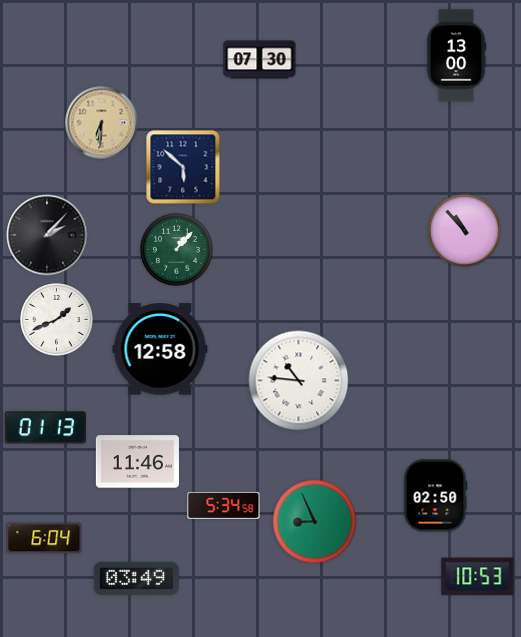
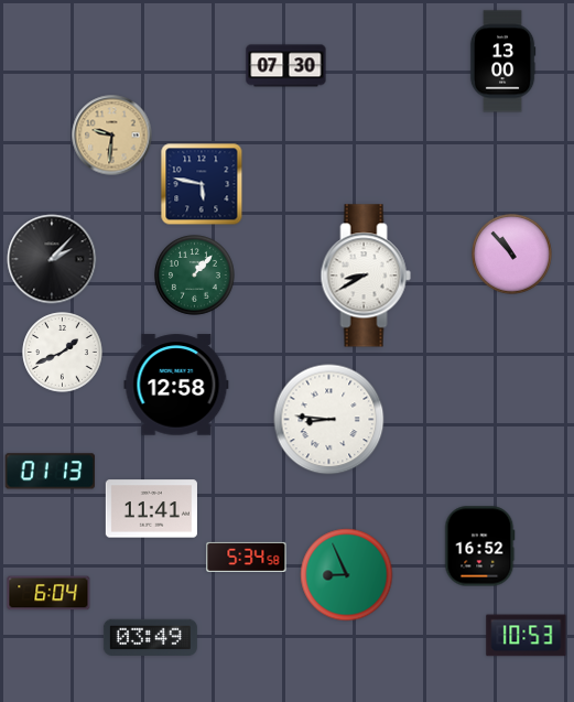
clock at (102, 123): 6:31 -> 9:31
clock at (183, 167): 5:52 -> 5:47
clock at (366, 276): none -> 8:40
clock at (299, 381): 10:46 -> 8:46
clock at (137, 462): 11:46 -> 11:41
clock at (436, 496): 02:50 -> 16:52
